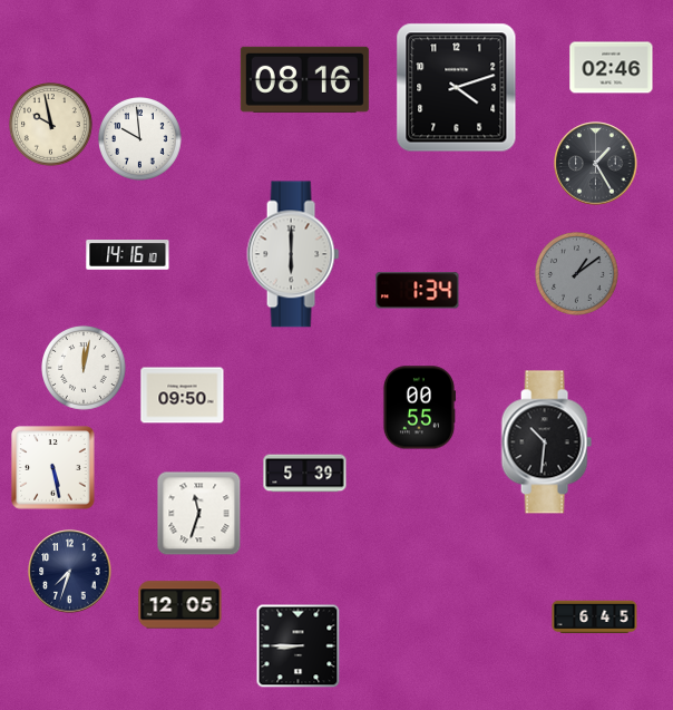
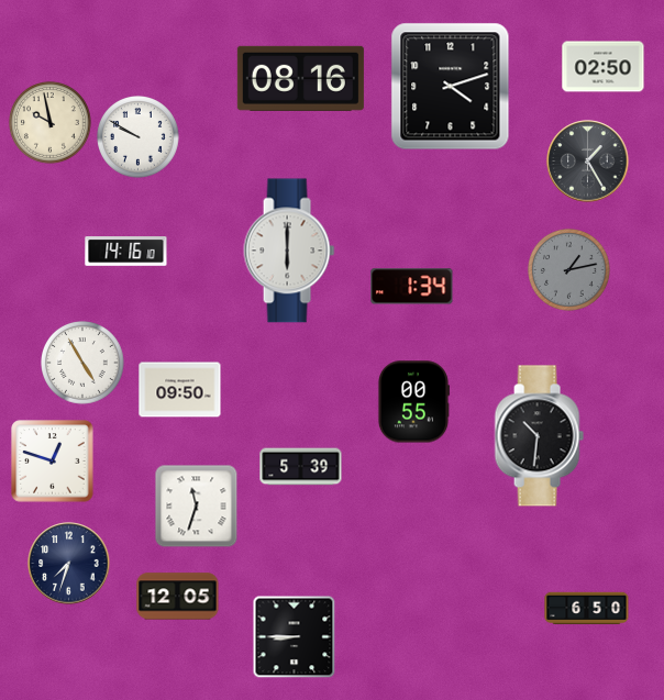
clock at (612, 68): 02:46 -> 02:50
clock at (140, 139): 9:59 -> 9:50
clock at (577, 274): 1:09 -> 1:13
clock at (85, 369): 12:02 -> 4:55
clock at (53, 468): 5:28 -> 12:48
clock at (595, 617): 6:45 -> 6:50
